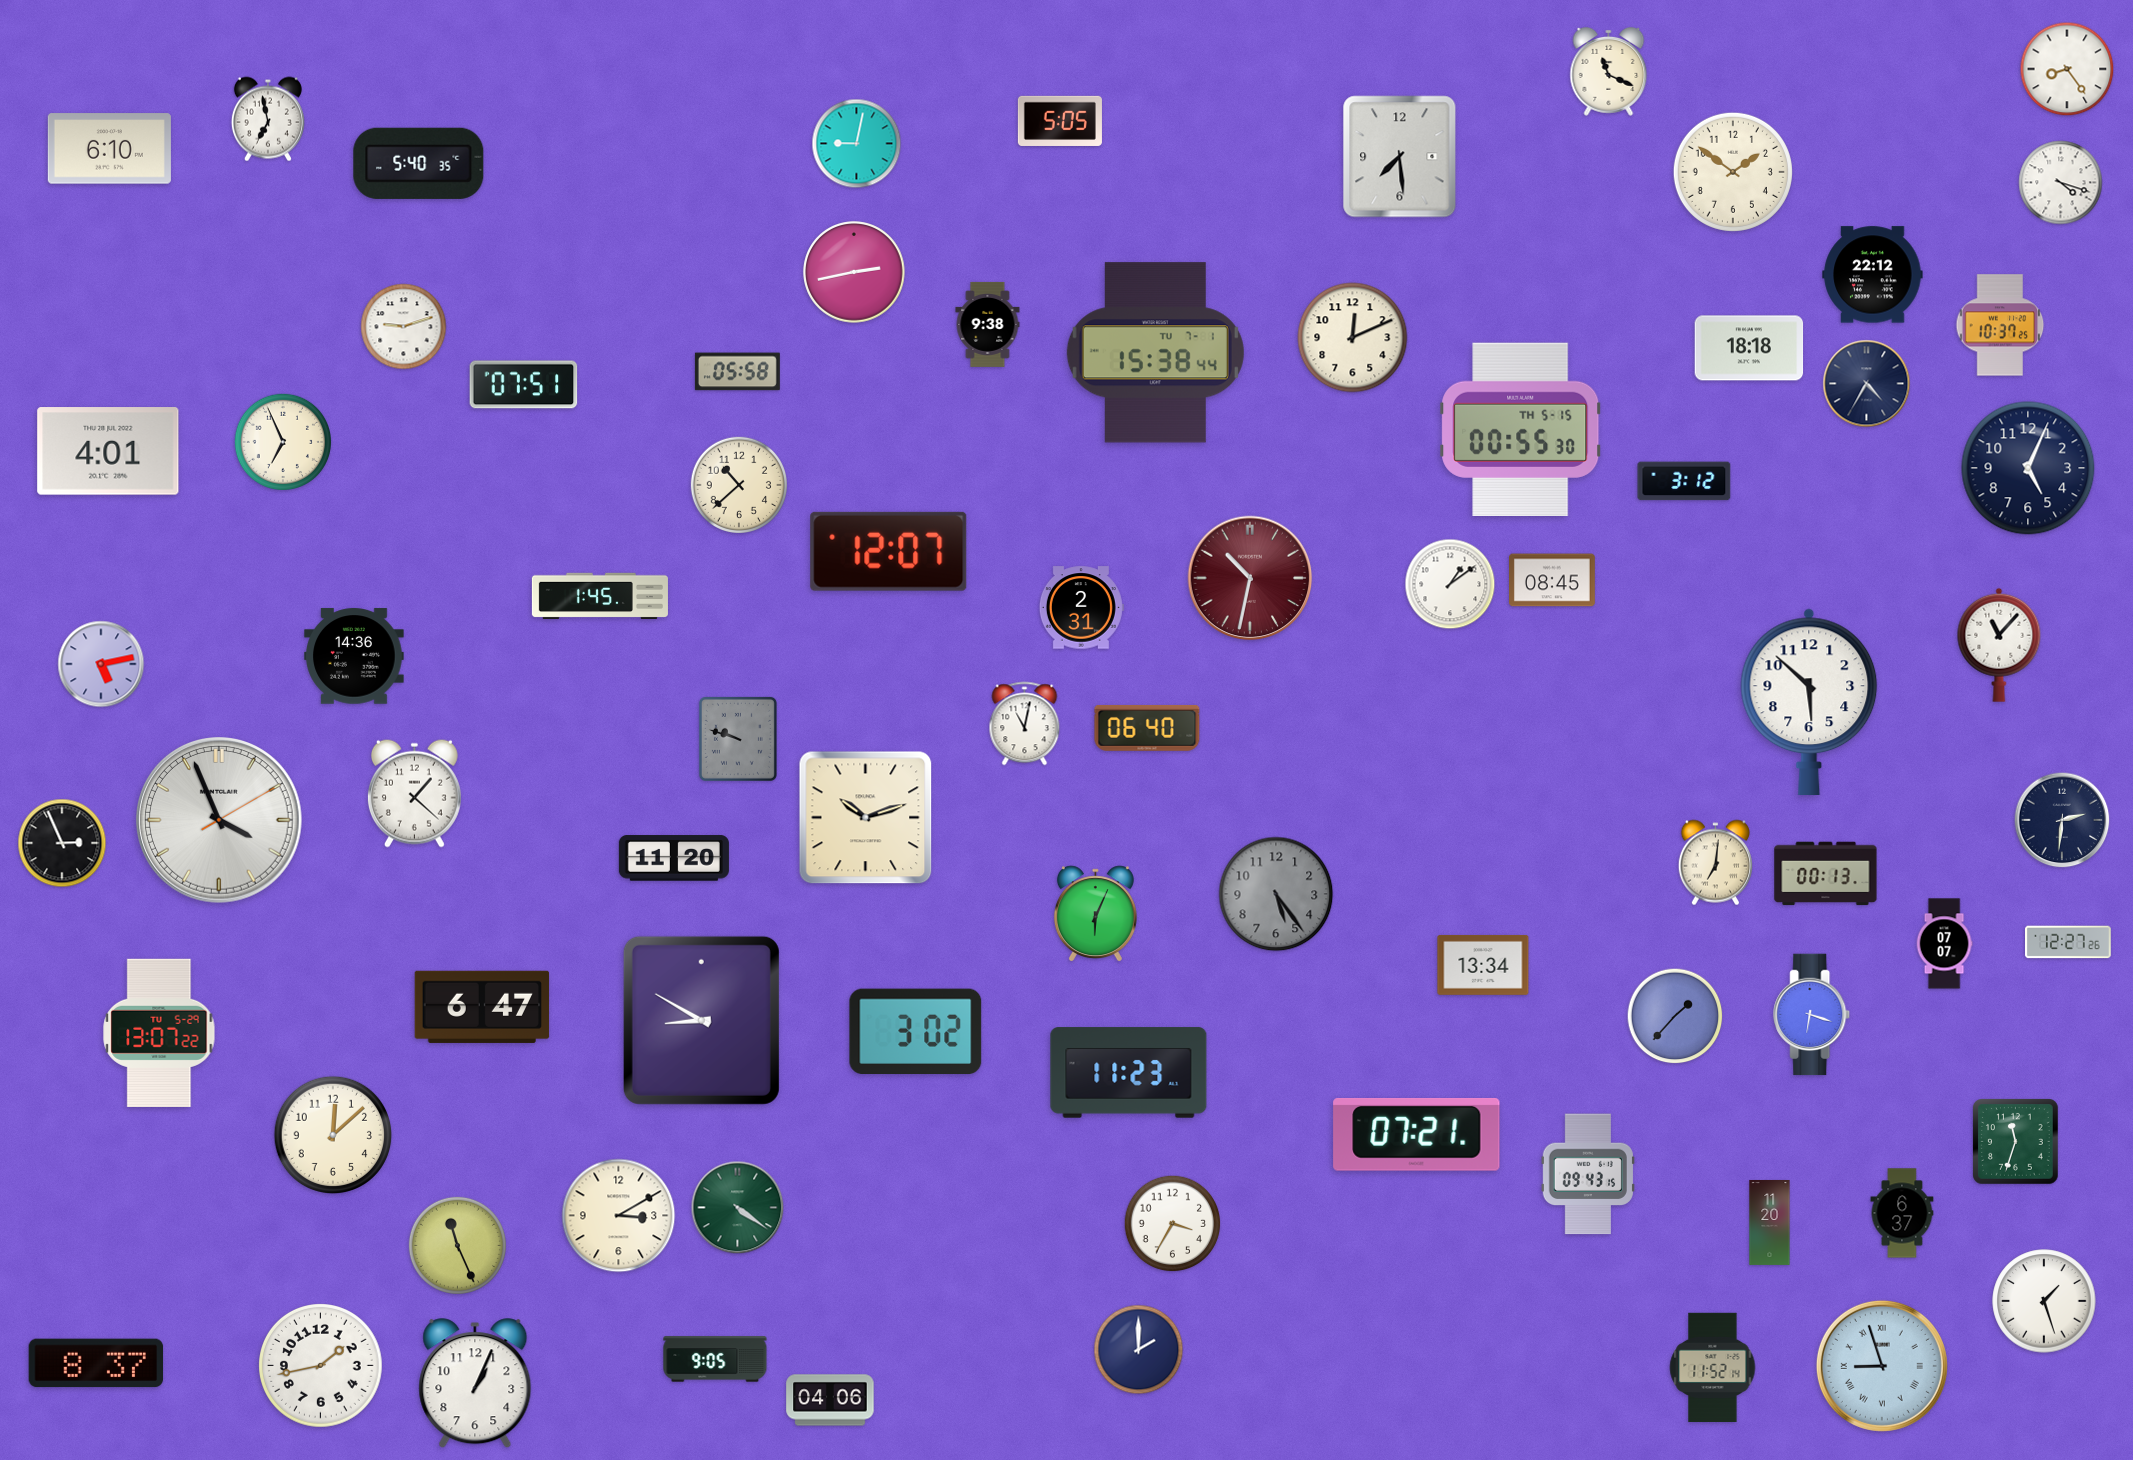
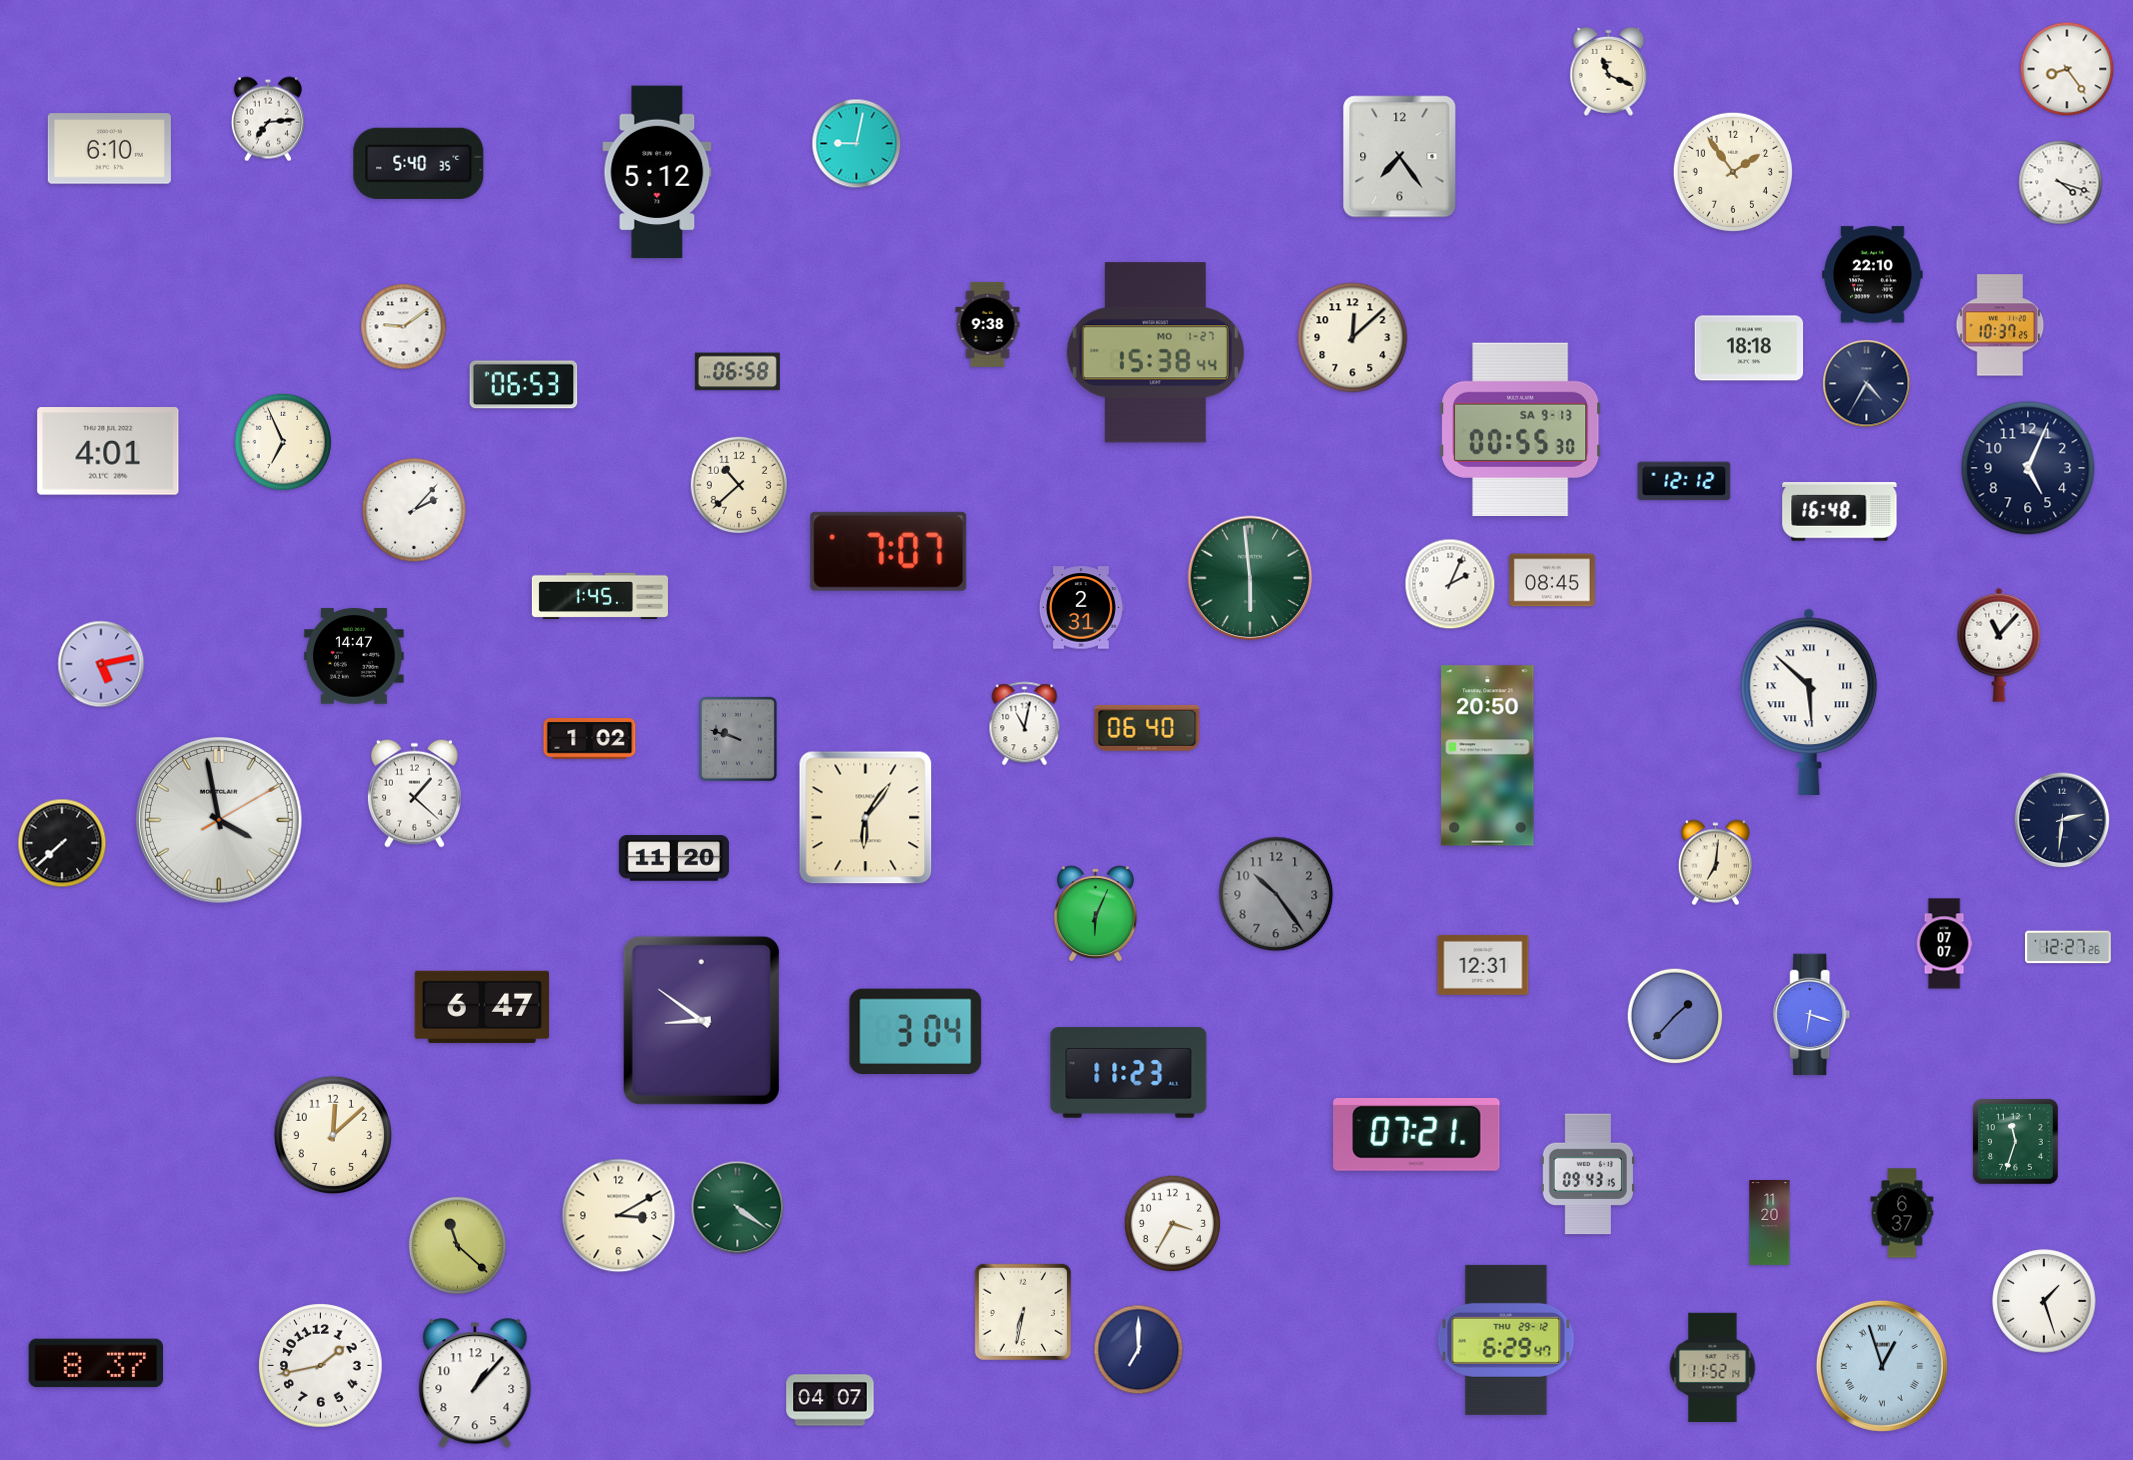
clock at (268, 119): 6:58 -> 7:14
clock at (1060, 121): 5:05 -> none
clock at (1400, 157): 7:29 -> 7:24
clock at (657, 172): none -> 5:12
clock at (1733, 172): 1:51 -> 1:54
clock at (854, 272): 2:43 -> none
clock at (1873, 275): 22:12 -> 22:10
clock at (404, 327): 9:12 -> 9:09
clock at (1353, 338): 12:11 -> 12:08
clock at (1155, 353) date: TU 7-1 -> MO 1-27
clock at (737, 372): 05:58 -> 06:58
clock at (524, 385): 07:51 -> 06:53
clock at (1521, 429) date: TH 5-15 -> SA 9-13
clock at (1684, 481): 3:12 -> 12:12
clock at (414, 510): none -> 2:07
clock at (1840, 512): none -> 16:48
clock at (889, 551): 12:07 -> 7:07
clock at (1250, 578): 10:32 -> 5:59
clock at (1250, 578) dial: burgundy -> green
clock at (1450, 584): 1:09 -> 2:04
clock at (354, 656): 14:36 -> 14:47
clock at (1809, 701) numerals: Arabic -> Roman
clock at (590, 739): none -> 1:02
clock at (1488, 756): none -> 20:50
clock at (866, 818): 10:12 -> 6:06
clock at (219, 820): 3:56 -> 3:58
clock at (62, 843): 2:56 -> 7:38
clock at (1826, 874): 00:13 -> none
clock at (1276, 894): 5:24 -> 10:24
clock at (2069, 942) position: (2069, 942) -> (2069, 947)
clock at (1483, 965): 13:34 -> 12:31
clock at (701, 1020): 8:50 -> 8:51
clock at (916, 1031): 3:02 -> 3:04
clock at (159, 1033): 13:07 -> none
clock at (457, 1245): 11:26 -> 11:22
clock at (1023, 1312): none -> 6:32
clock at (1506, 1340): none -> 6:29
clock at (1139, 1350): 2:00 -> 7:00
clock at (715, 1359): 9:05 -> none
clock at (1882, 1366): 8:57 -> 12:57
clock at (475, 1384): 1:04 -> 1:07
clock at (830, 1400): 04:06 -> 04:07
